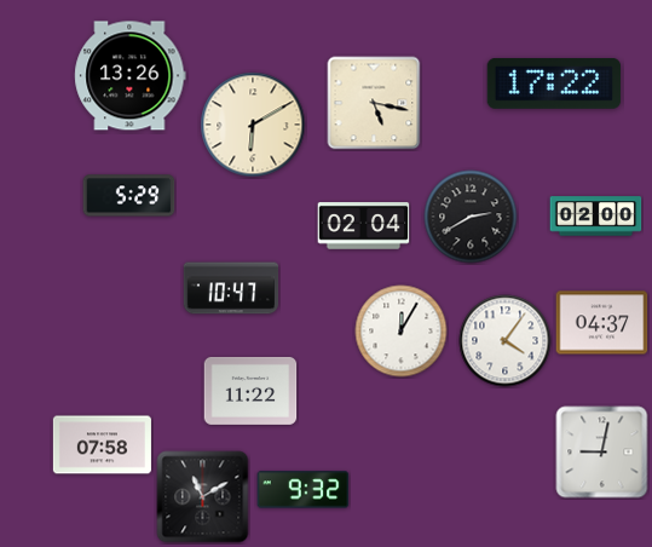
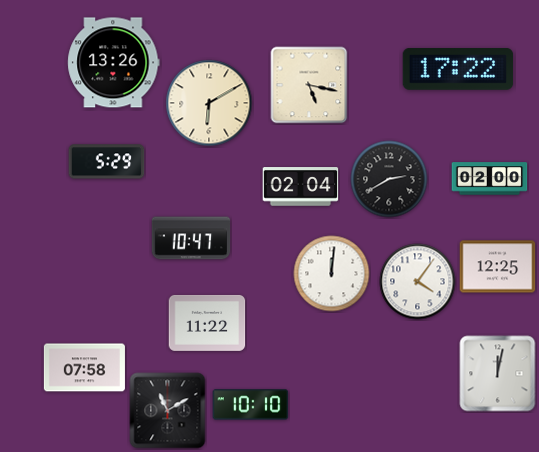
clock at (131, 76) position: (131, 76) -> (114, 63)
clock at (596, 217) position: (596, 217) -> (490, 179)
clock at (602, 323): 04:37 -> 12:25
clock at (402, 332): 12:05 -> 12:01
clock at (602, 453): 9:02 -> 12:02
clock at (304, 490): 9:32 -> 10:10
